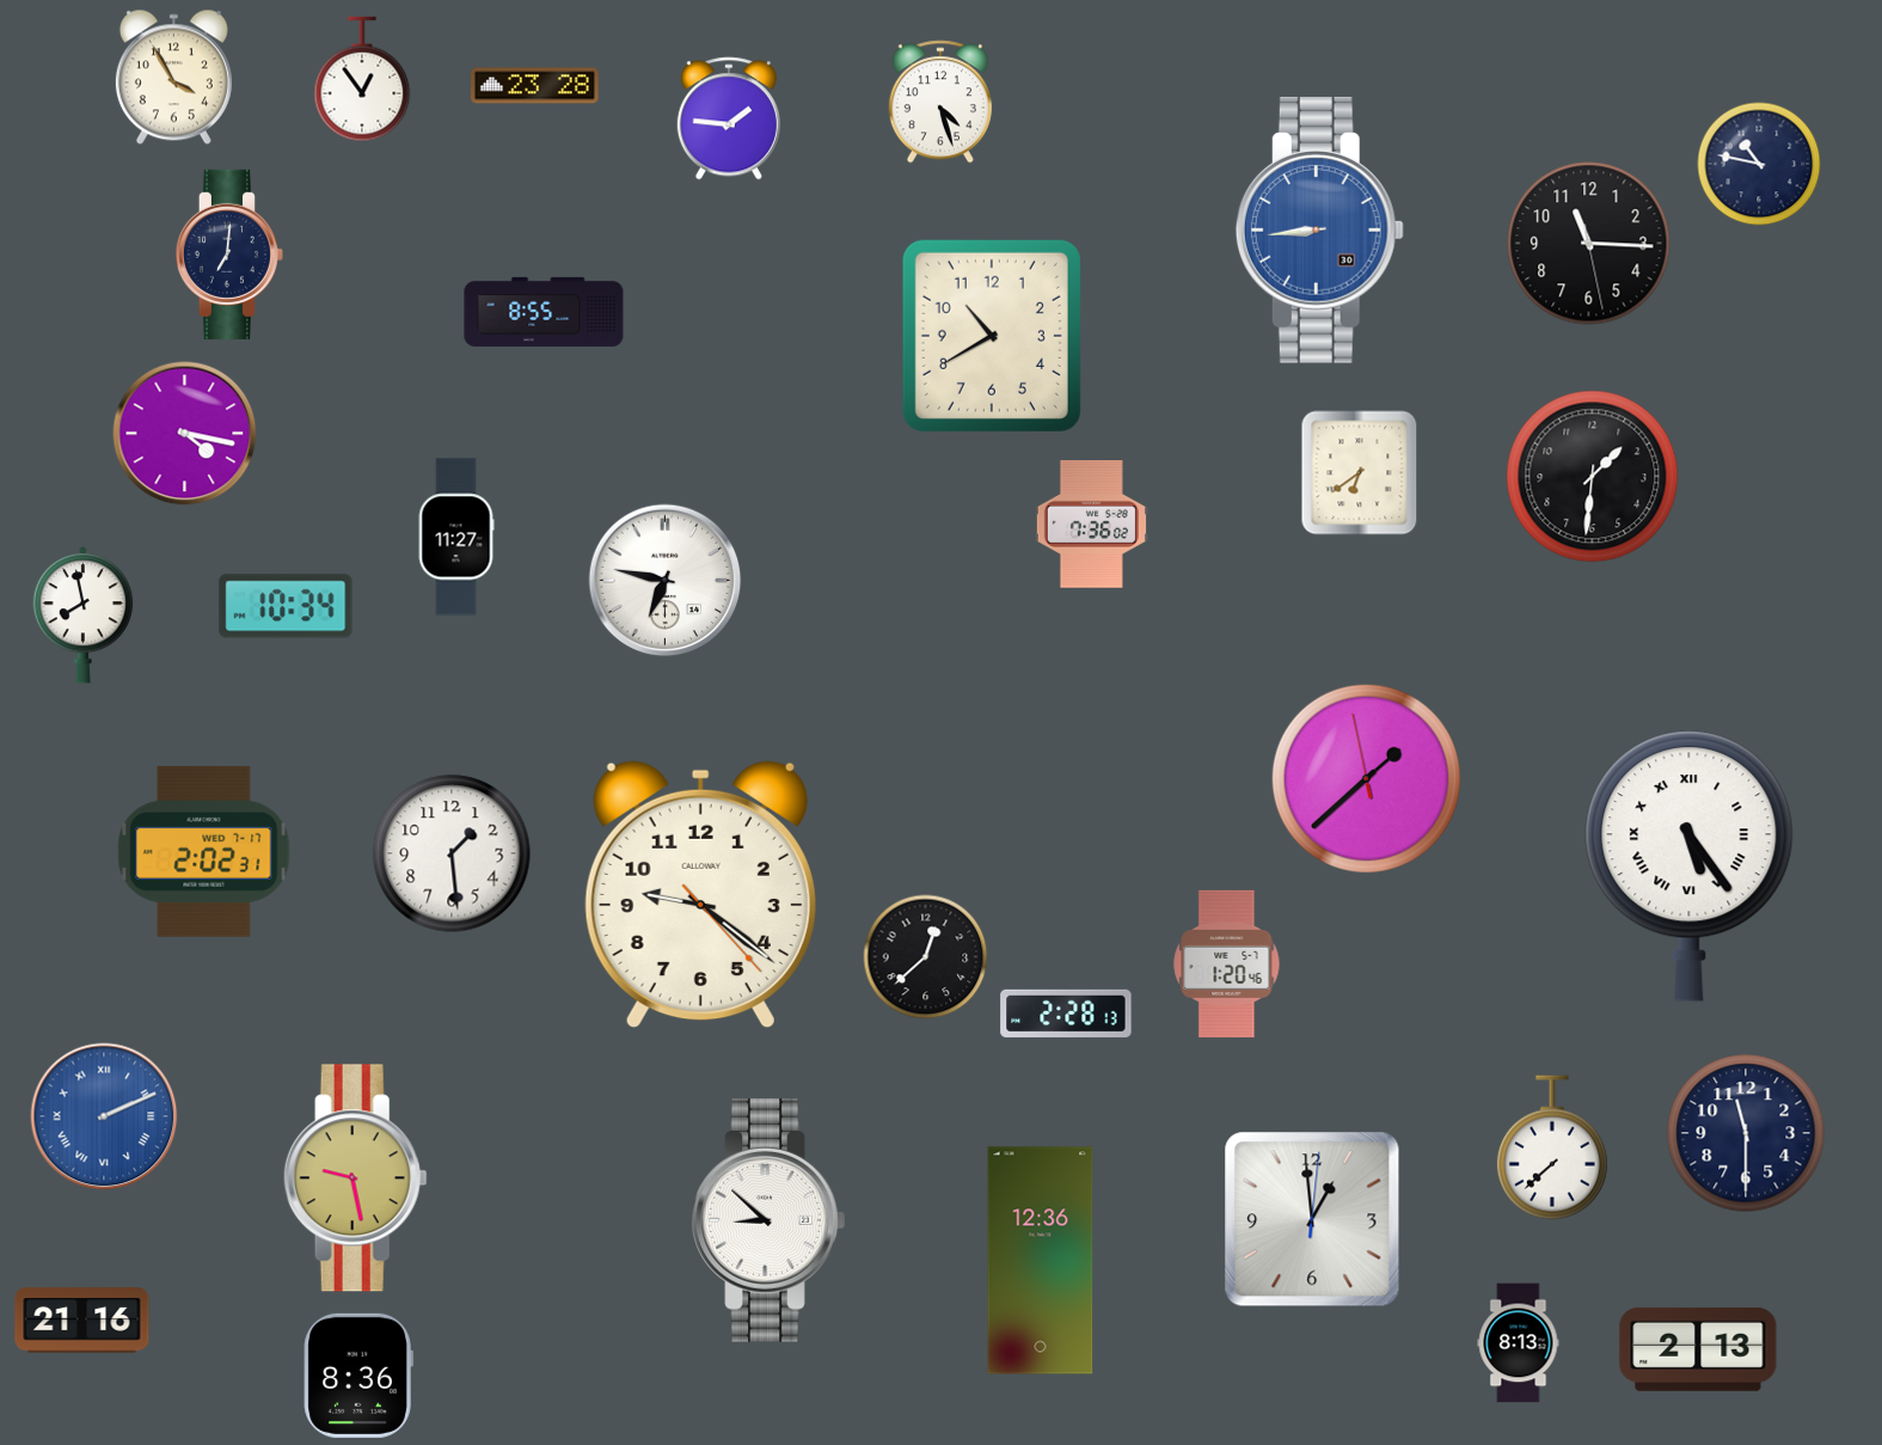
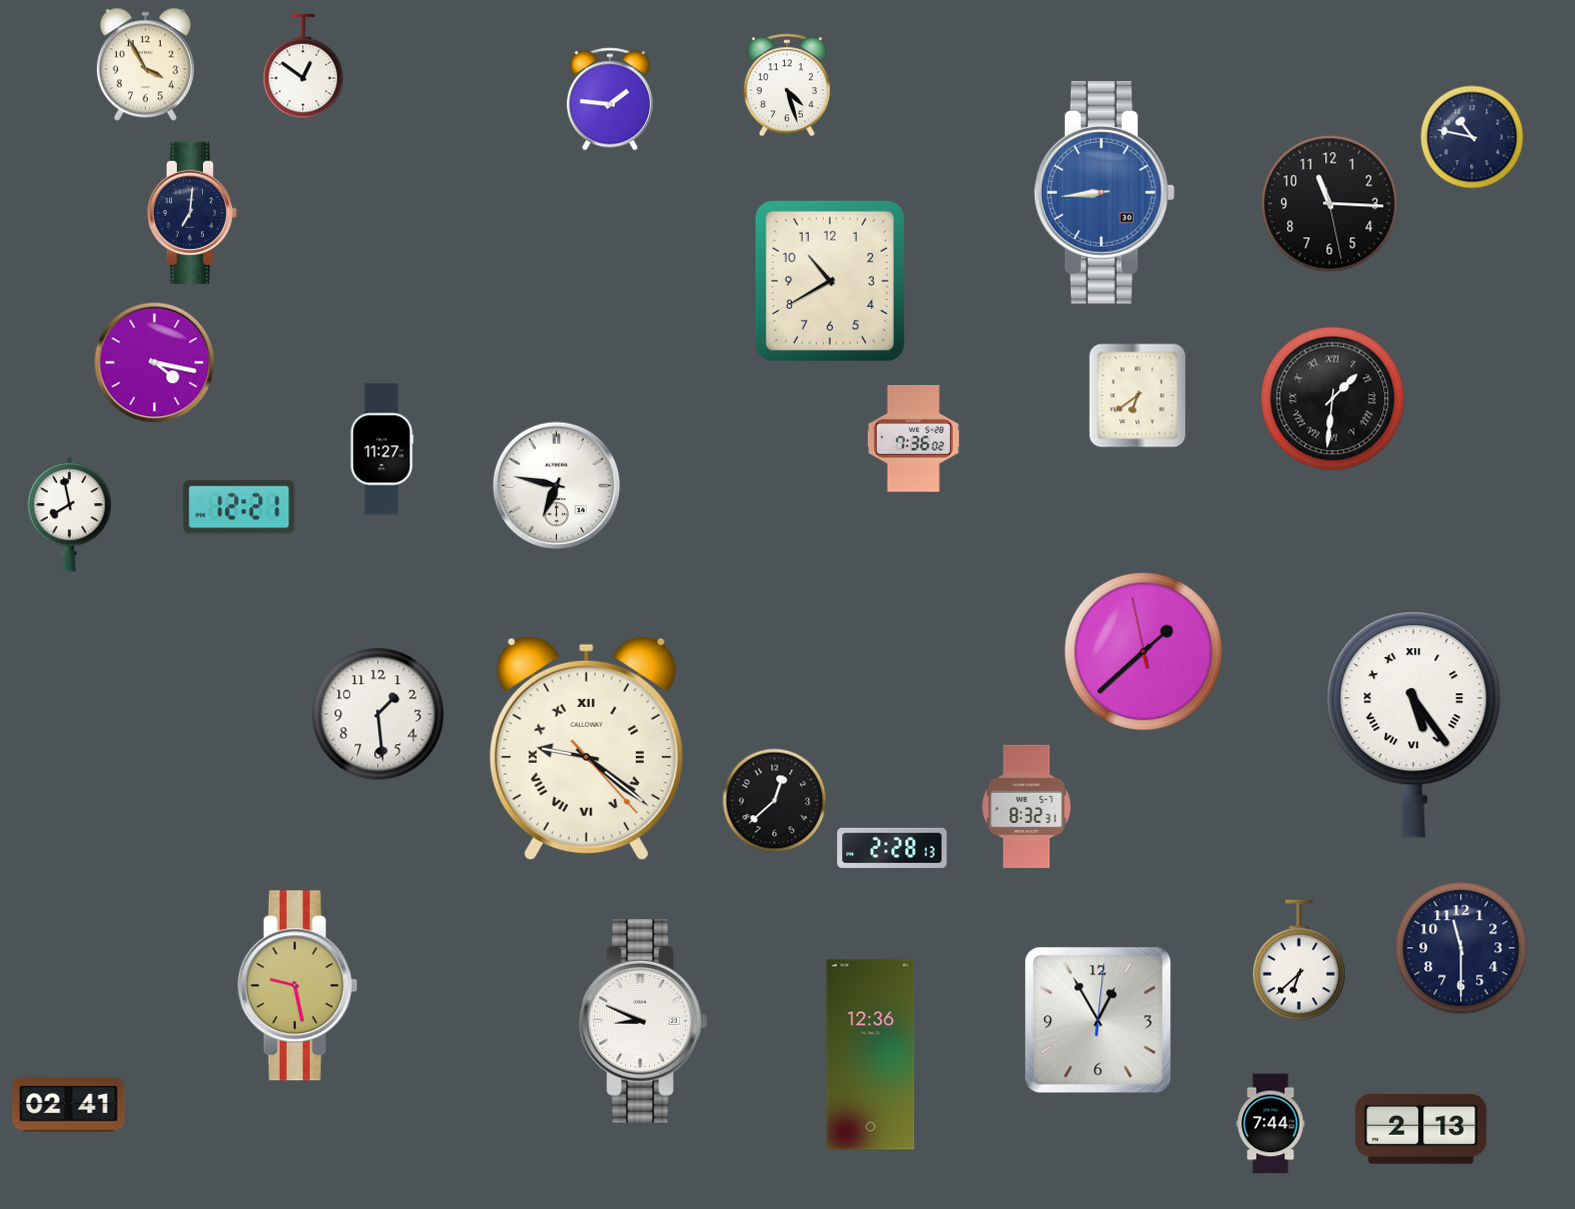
clock at (362, 79): 12:54 -> 12:51
clock at (535, 86): 23:28 -> none
clock at (544, 312): 8:55 -> none
clock at (1593, 477) numerals: Arabic -> Roman
clock at (286, 606): 10:34 -> 12:21
clock at (204, 851): 2:02 -> none
clock at (700, 895) numerals: Arabic -> Roman
clock at (1227, 963): 1:20 -> 8:32
clock at (104, 1116): 2:11 -> none
clock at (1552, 1147): 7:38 -> 6:38
clock at (1312, 1219): 12:59 -> 12:55
clock at (768, 1221): 8:52 -> 8:49
clock at (82, 1321): 21:16 -> 02:41
clock at (1519, 1343): 8:13 -> 7:44
clock at (358, 1376): 8:36 -> none
